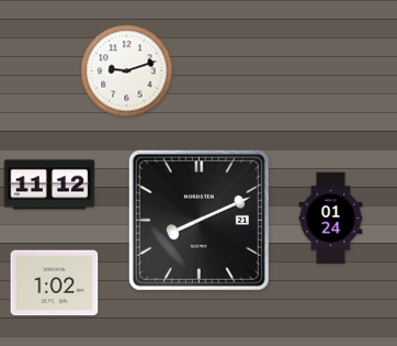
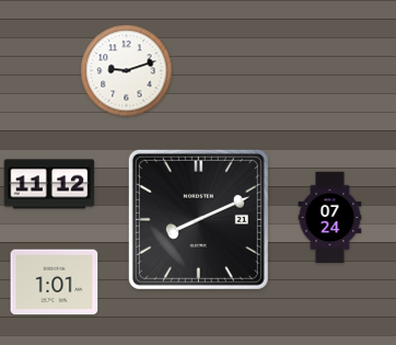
clock at (331, 219): 01:24 -> 07:24
clock at (55, 283): 1:02 -> 1:01
